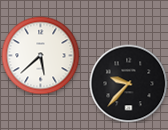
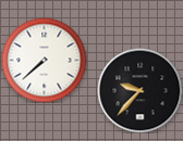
clock at (40, 55): 5:38 -> 7:38
